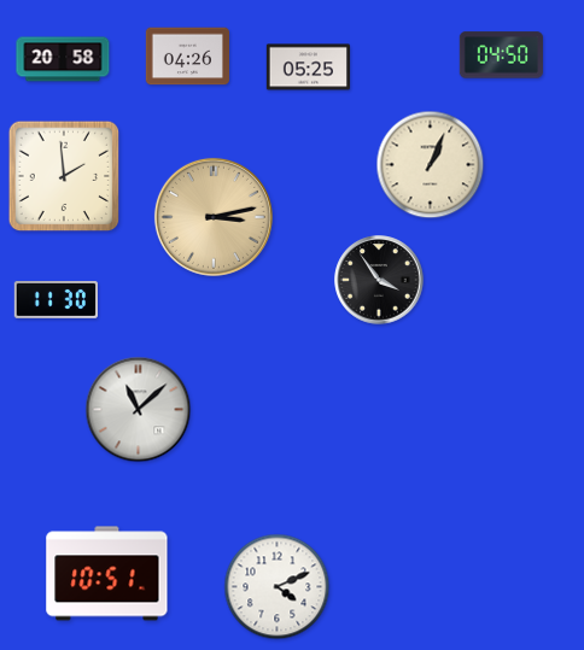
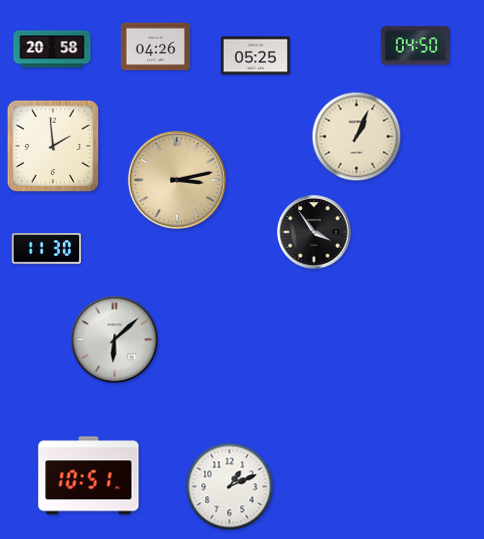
clock at (139, 410): 11:08 -> 6:08
clock at (278, 587): 4:11 -> 1:11
